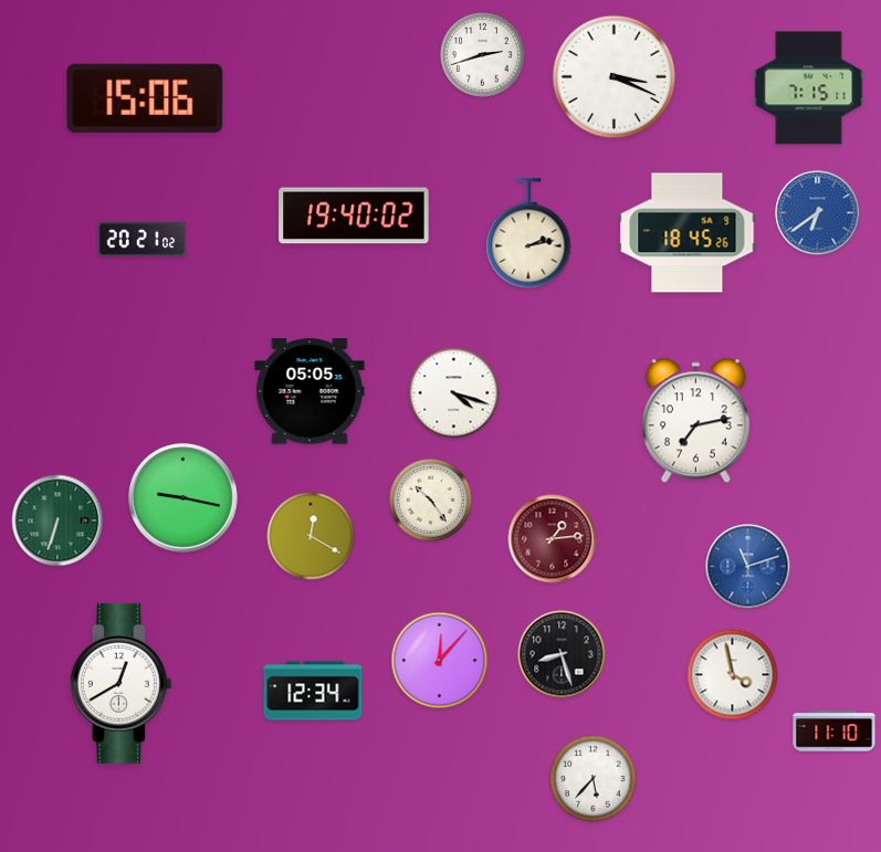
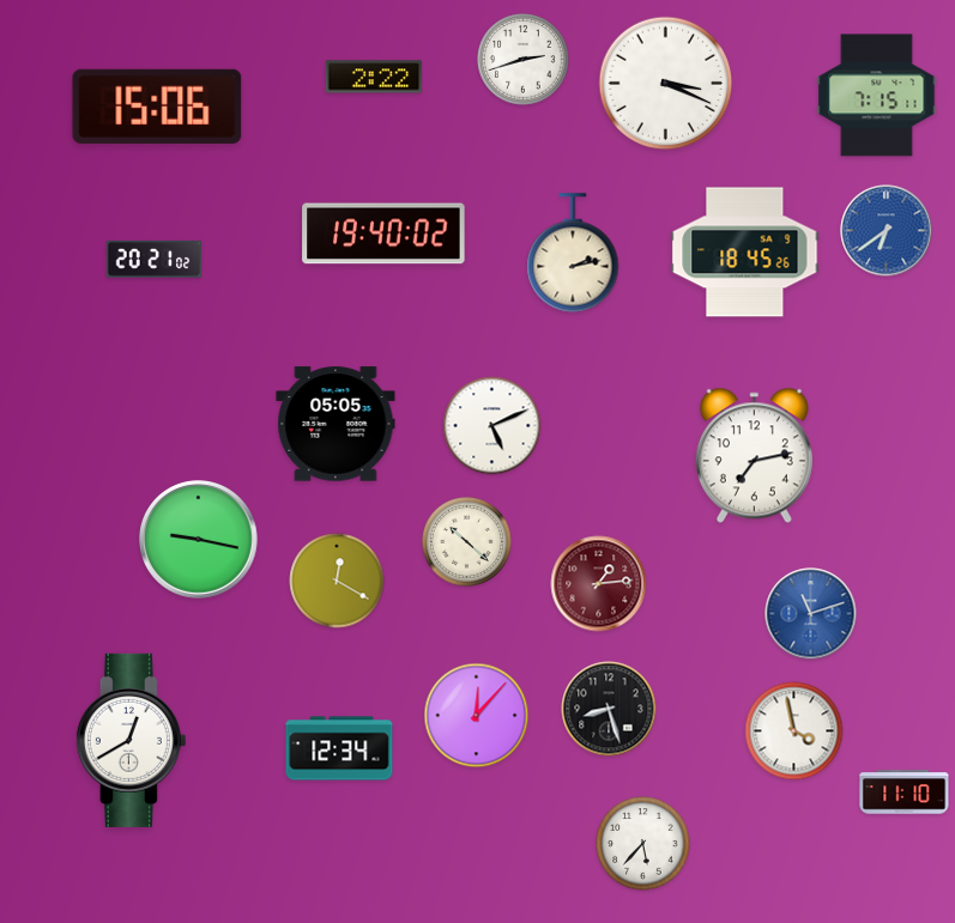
clock at (374, 77): none -> 2:22
clock at (454, 393): 4:18 -> 5:11
clock at (431, 501): 10:24 -> 10:22
clock at (57, 520): 6:33 -> none
